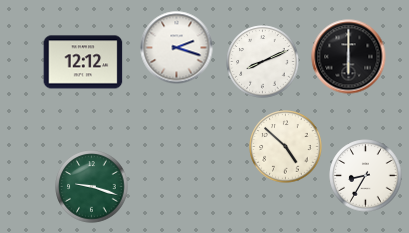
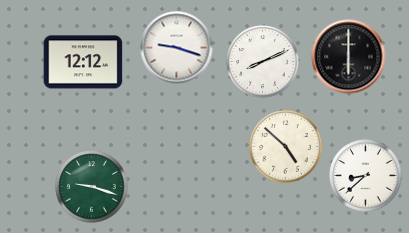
clock at (177, 48): 2:18 -> 9:18
clock at (366, 176): 8:35 -> 8:38
